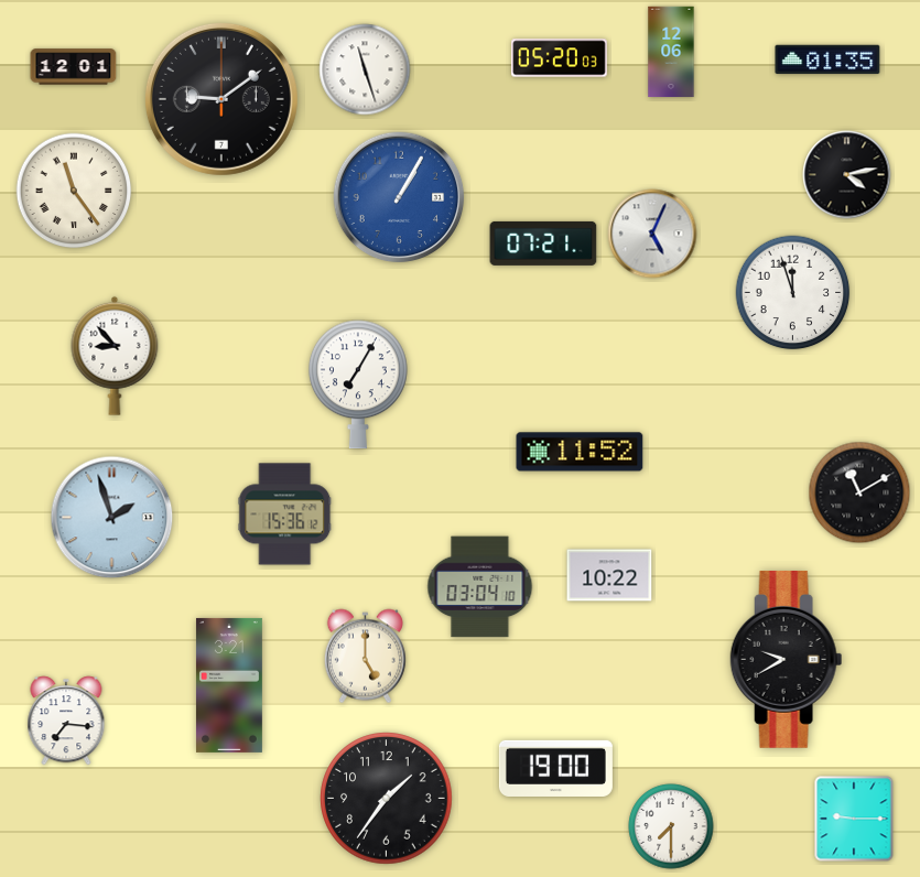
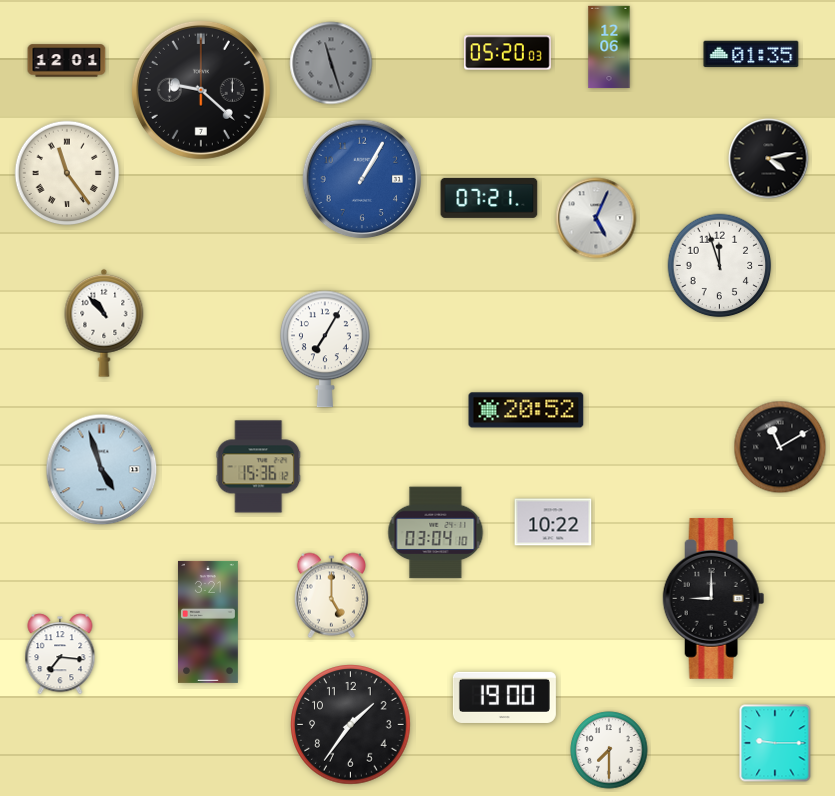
clock at (365, 69) dial: white -> grey
clock at (221, 99): 9:09 -> 9:22
clock at (652, 234) position: (652, 234) -> (596, 218)
clock at (543, 243) position: (543, 243) -> (489, 198)
clock at (115, 356): 8:53 -> 10:53
clock at (580, 452): 11:52 -> 20:52
clock at (112, 518): 1:57 -> 4:57
clock at (787, 659): 9:40 -> 9:00
